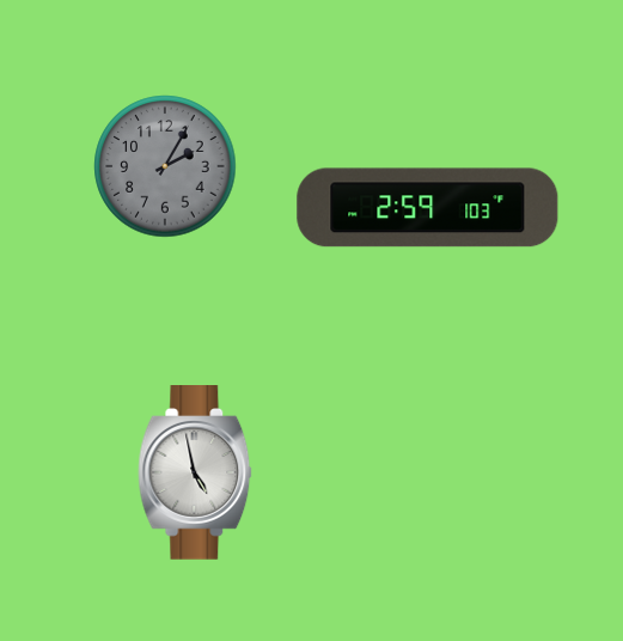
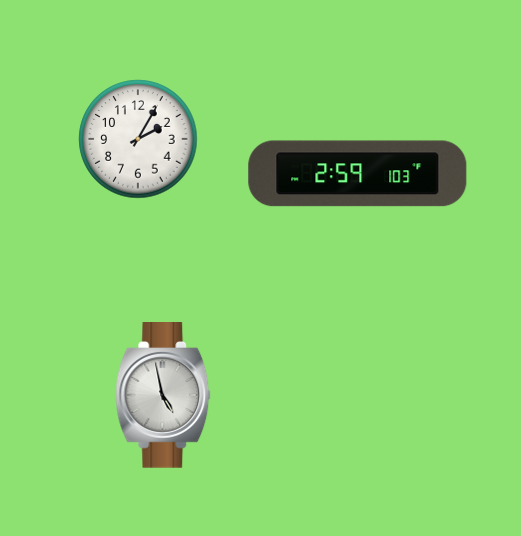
clock at (165, 166) dial: grey -> white
